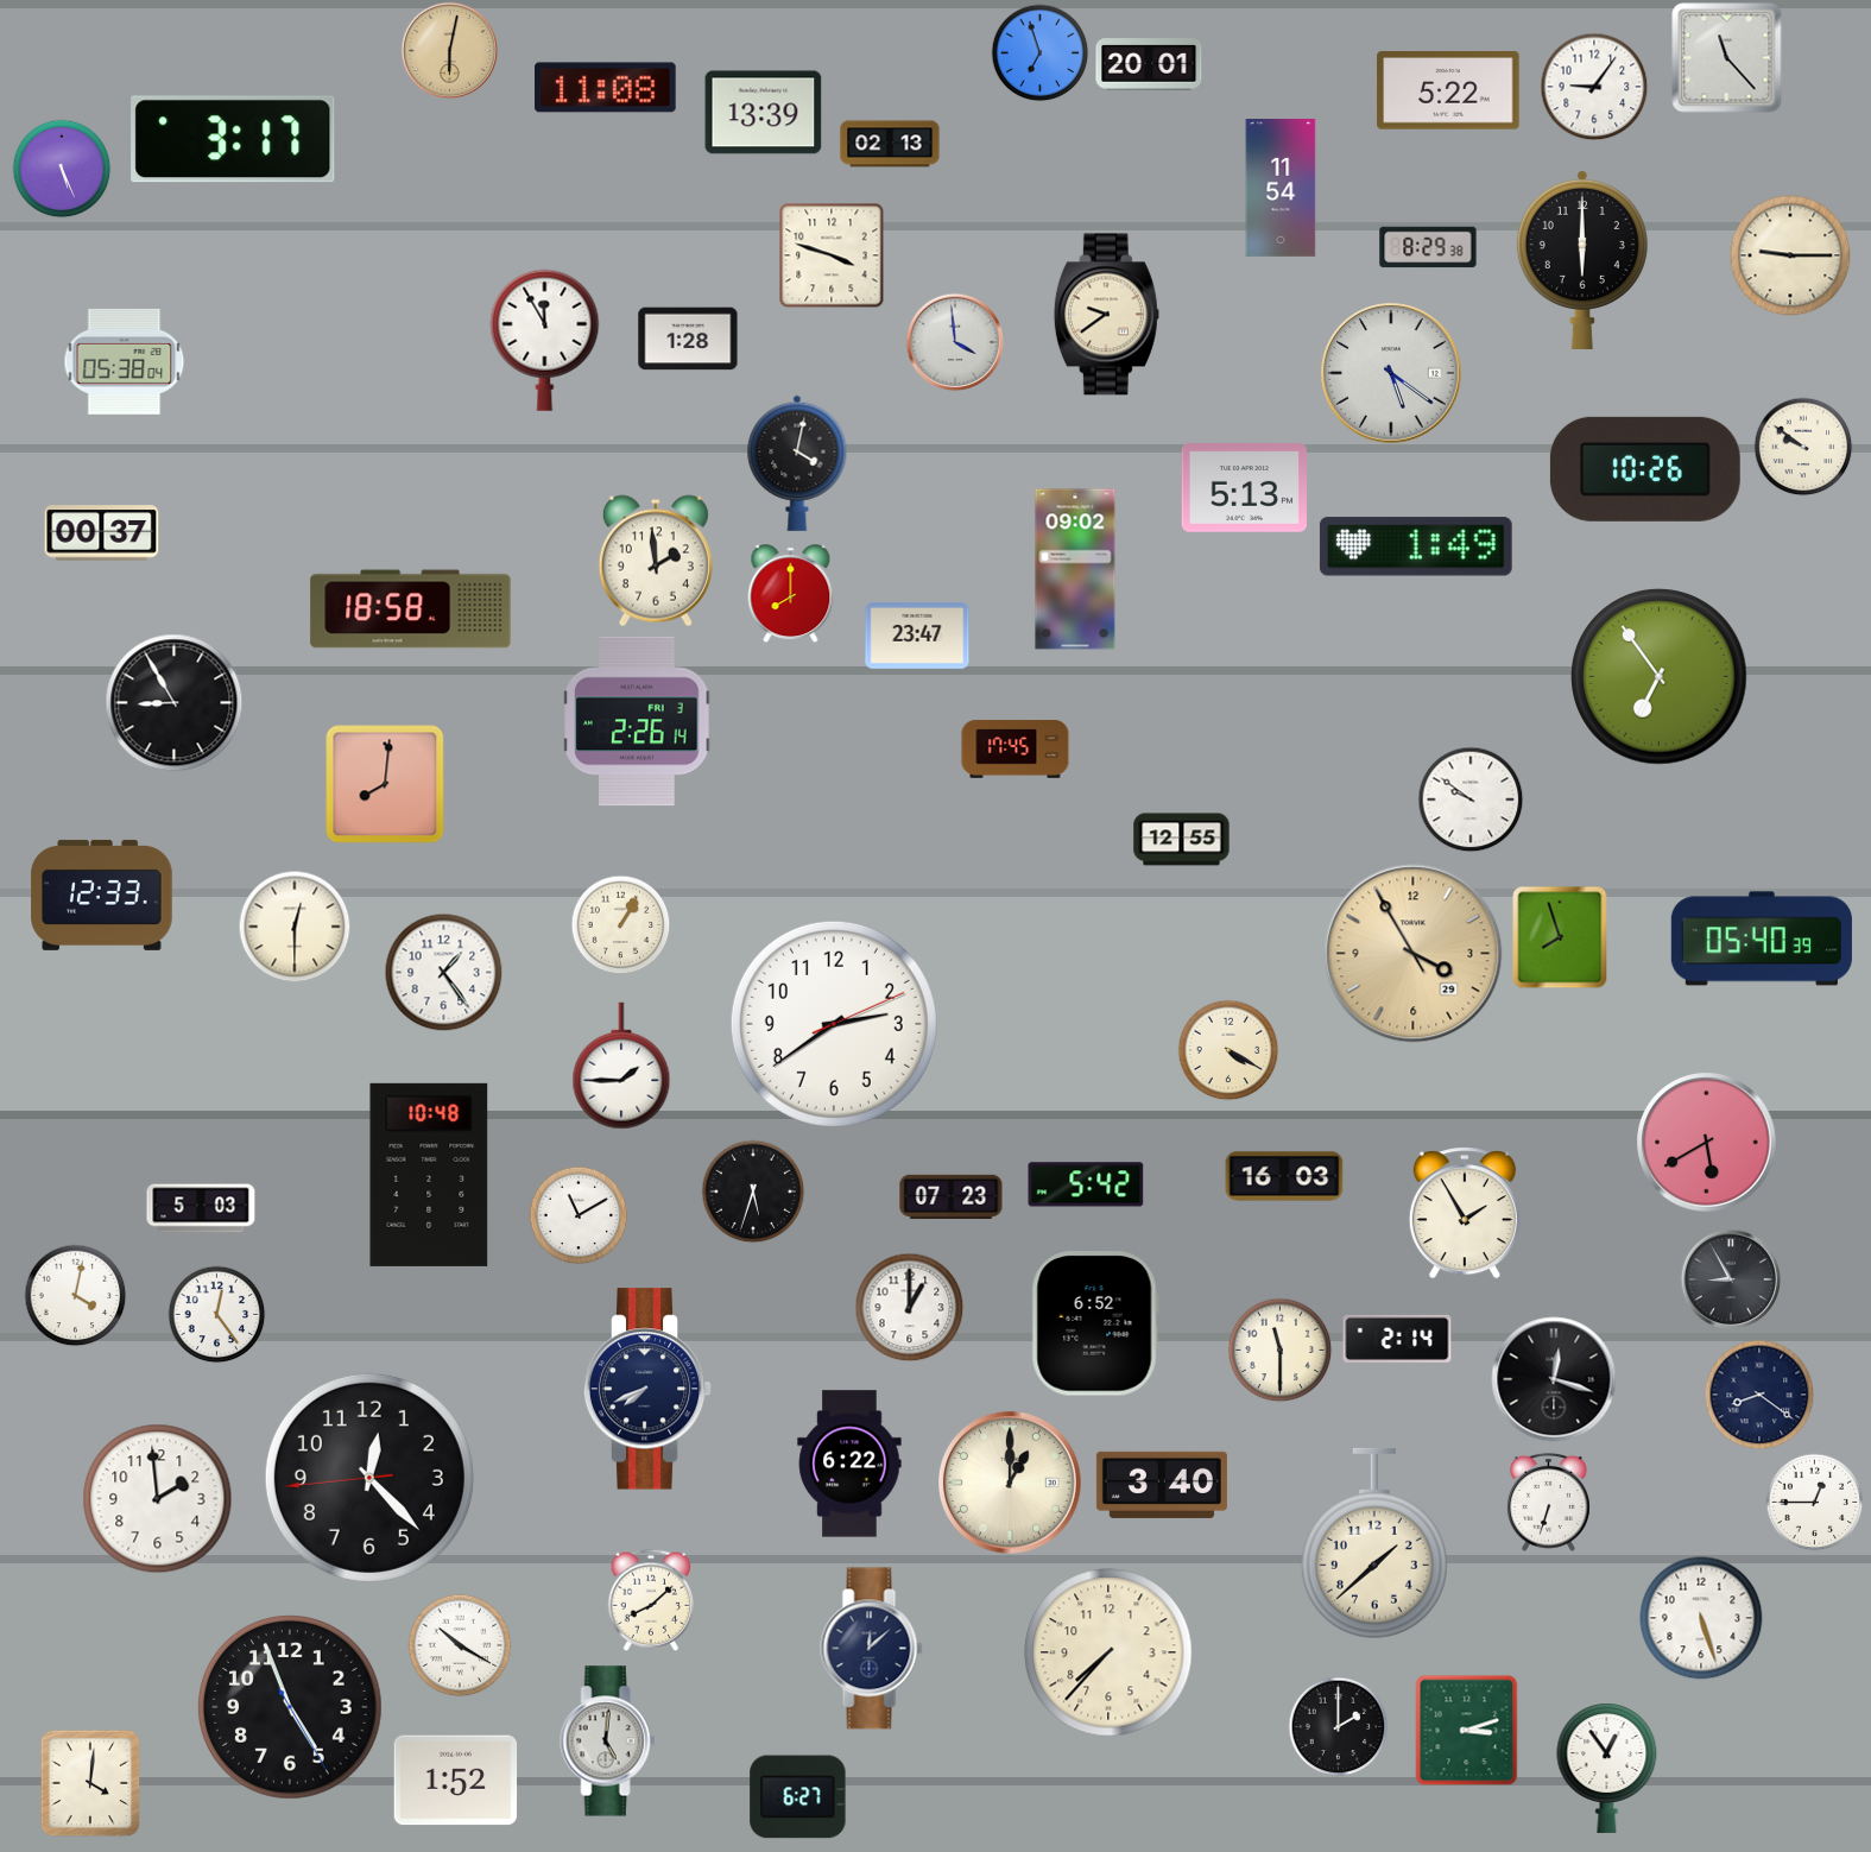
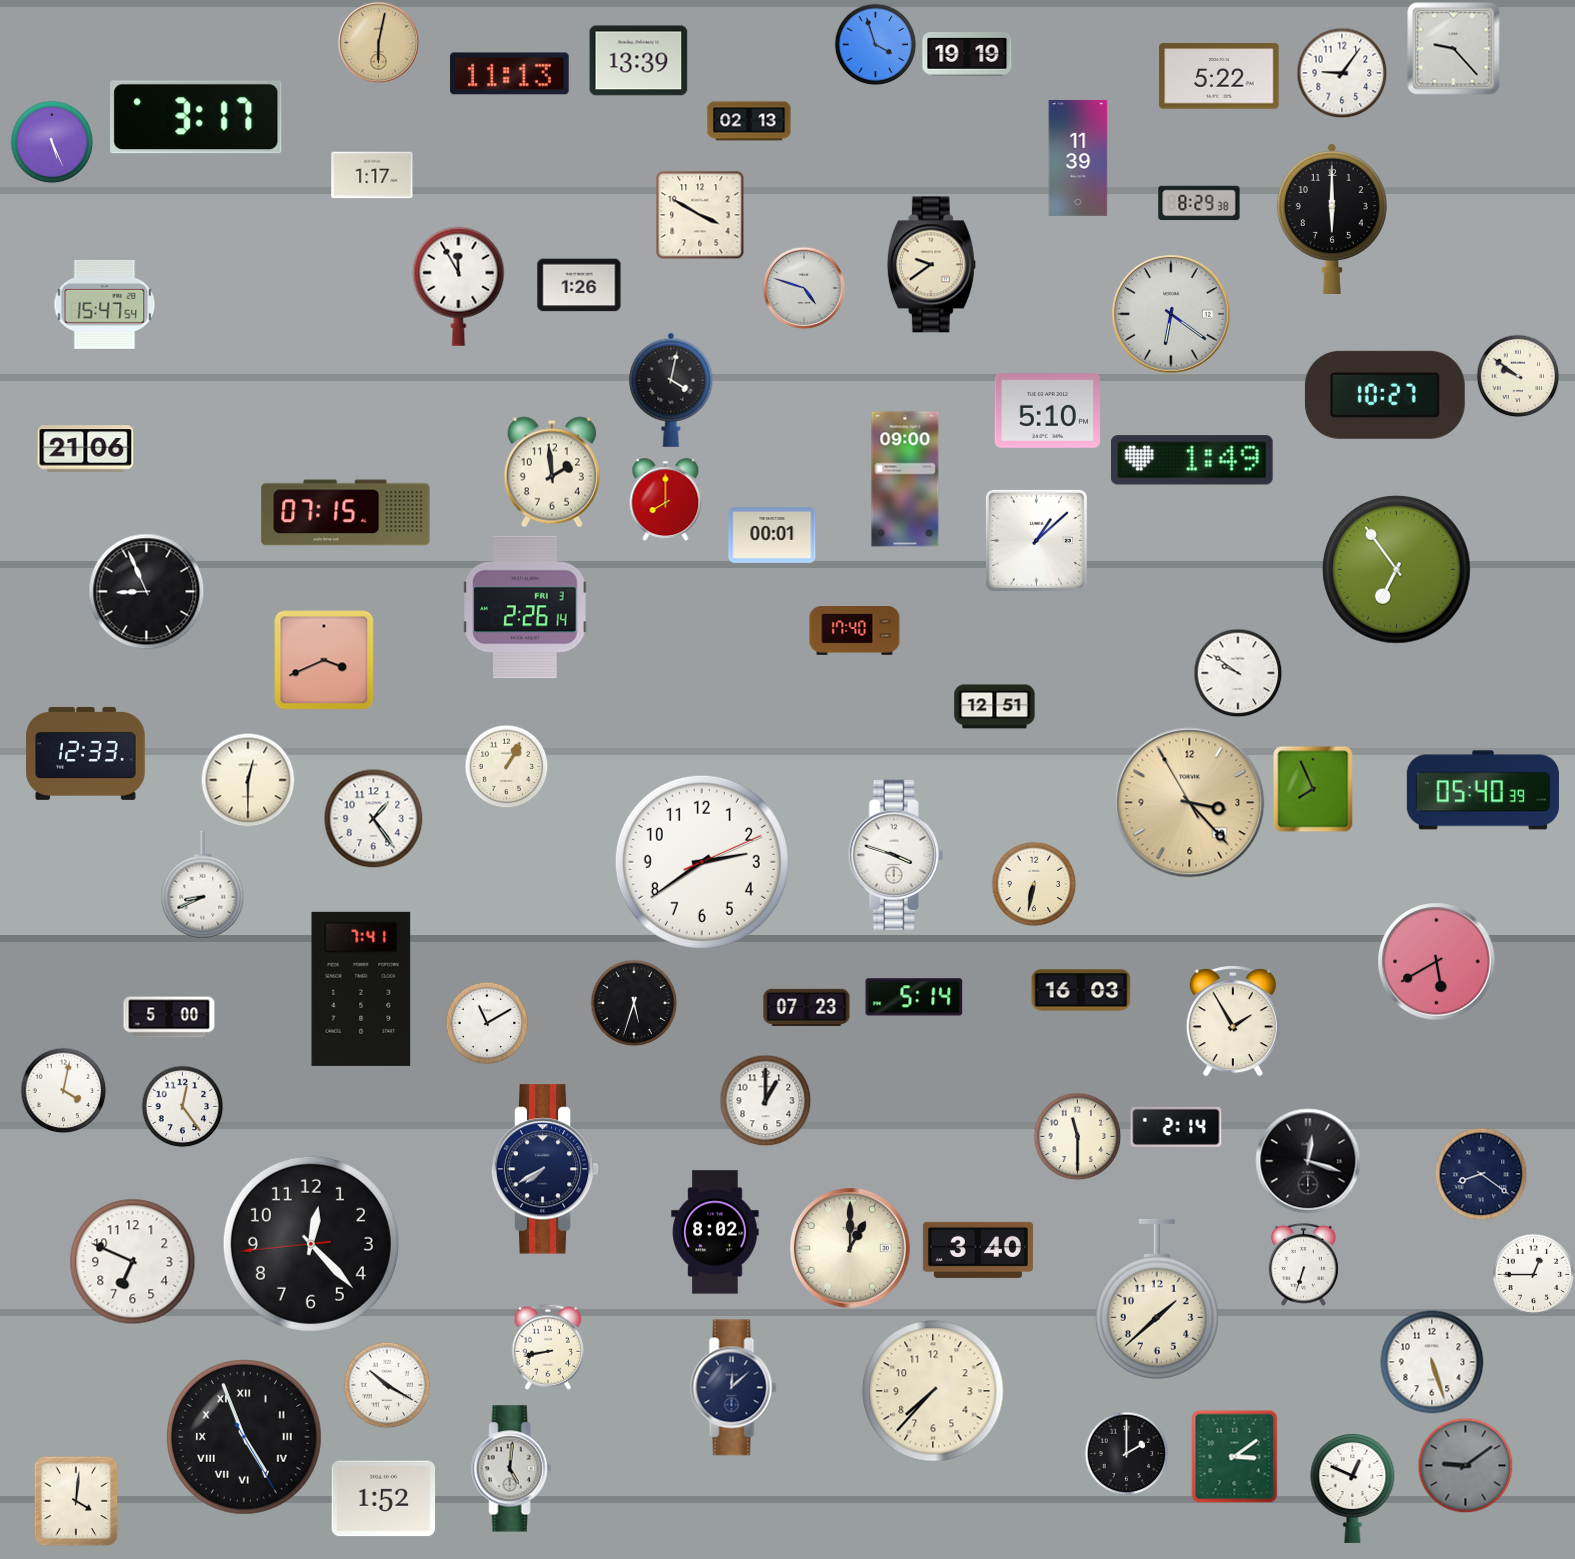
clock at (1039, 52): 6:57 -> 3:57
clock at (1727, 58): 11:23 -> 9:23
clock at (1149, 64): 20:01 -> 19:19
clock at (606, 88): 11:08 -> 11:13
clock at (764, 113) position: (764, 113) -> (639, 61)
clock at (1281, 189): 11:54 -> 11:39
clock at (372, 175): none -> 1:17
clock at (1428, 247) position: (1428, 247) -> (1199, 203)
clock at (832, 255): 3:48 -> 3:50
clock at (1790, 255): 9:15 -> none
clock at (688, 339): 1:28 -> 1:26
clock at (955, 342): 3:59 -> 4:48
clock at (125, 361): 05:38 -> 15:47
clock at (1391, 373): 5:21 -> 6:21
clock at (1645, 469): 10:26 -> 10:27
clock at (1245, 488): 5:13 -> 5:10
clock at (102, 533): 00:37 -> 21:06
clock at (1075, 569): 09:02 -> 09:00
clock at (411, 609): 18:58 -> 07:15
clock at (917, 636): 23:47 -> 00:01
clock at (1036, 540): none -> 1:08
clock at (175, 703): 8:55 -> 8:56
clock at (637, 721) position: (637, 721) -> (525, 607)
clock at (1016, 750): 17:45 -> 17:40
clock at (385, 784): 8:01 -> 3:41
clock at (1182, 840): 12:55 -> 12:51
clock at (620, 924) position: (620, 924) -> (506, 766)
clock at (1560, 937): 7:57 -> 7:56
clock at (1414, 954): 3:54 -> 3:22
clock at (896, 855): none -> 3:48
clock at (1228, 1050): 4:20 -> 6:32
clock at (203, 885): none -> 8:41
clock at (621, 1066): 1:45 -> none
clock at (429, 1175): 10:48 -> 7:41
clock at (1086, 1184): 5:42 -> 5:14
clock at (952, 1196) position: (952, 1196) -> (807, 1007)
clock at (201, 1208): 5:03 -> 5:00
clock at (1731, 1279): 8:55 -> none
clock at (1095, 1323): 6:52 -> none
clock at (647, 1389): 7:41 -> 7:40
clock at (849, 1464): 6:22 -> 8:02
clock at (158, 1499): 1:59 -> 6:49
clock at (1814, 1502) position: (1814, 1502) -> (1533, 1274)
clock at (651, 1600): 8:08 -> 8:43
clock at (291, 1708) numerals: Arabic -> Roman
clock at (1467, 1730): 3:12 -> 3:09
clock at (1465, 1465): none -> 9:09
clock at (608, 1742) position: (608, 1742) -> (512, 1469)
clock at (1607, 1768): 12:54 -> 12:49
clock at (798, 1797): 6:27 -> none
